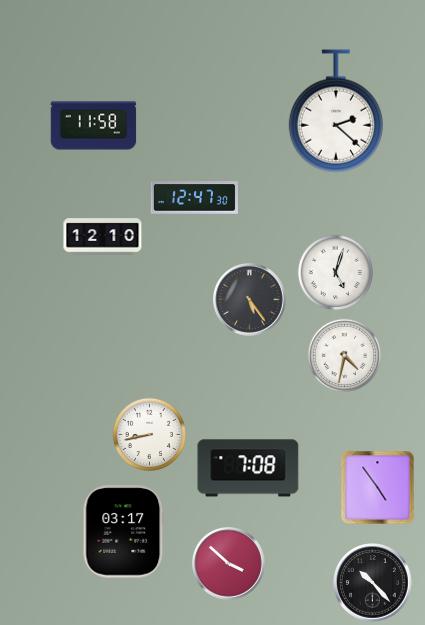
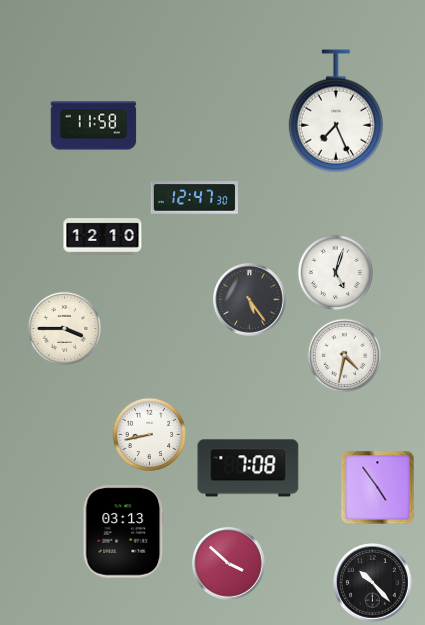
clock at (336, 111): 2:22 -> 7:26
clock at (64, 328): none -> 3:45
clock at (124, 532): 03:17 -> 03:13
